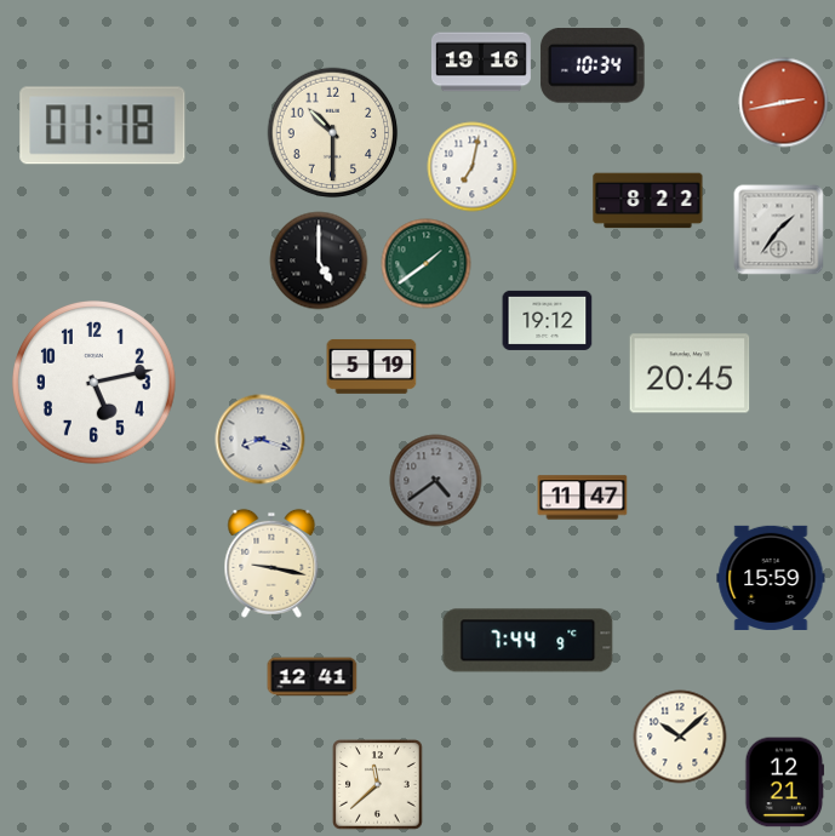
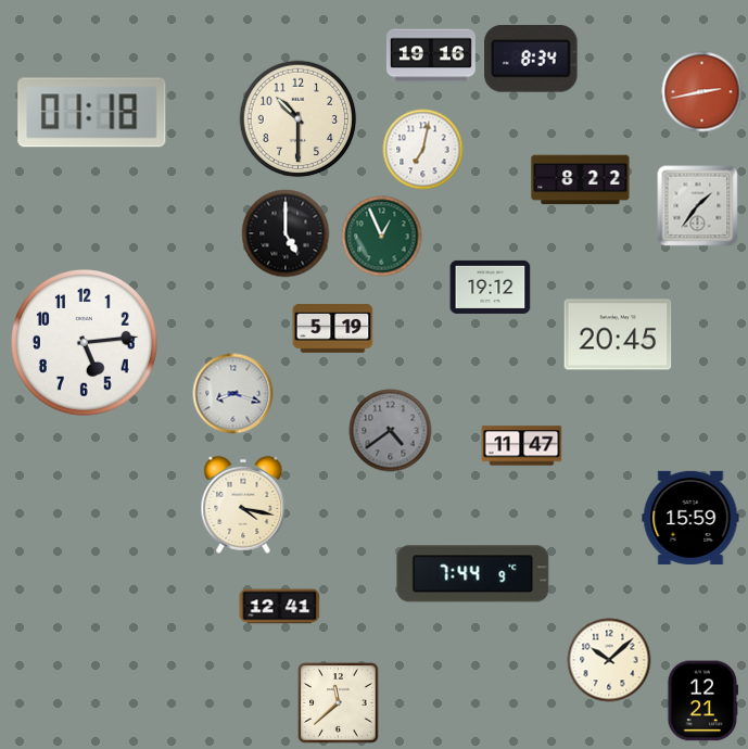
clock at (593, 67): 10:34 -> 8:34
clock at (427, 264): 1:39 -> 12:56
clock at (95, 383): 5:13 -> 5:14
clock at (271, 563): 9:17 -> 4:17
